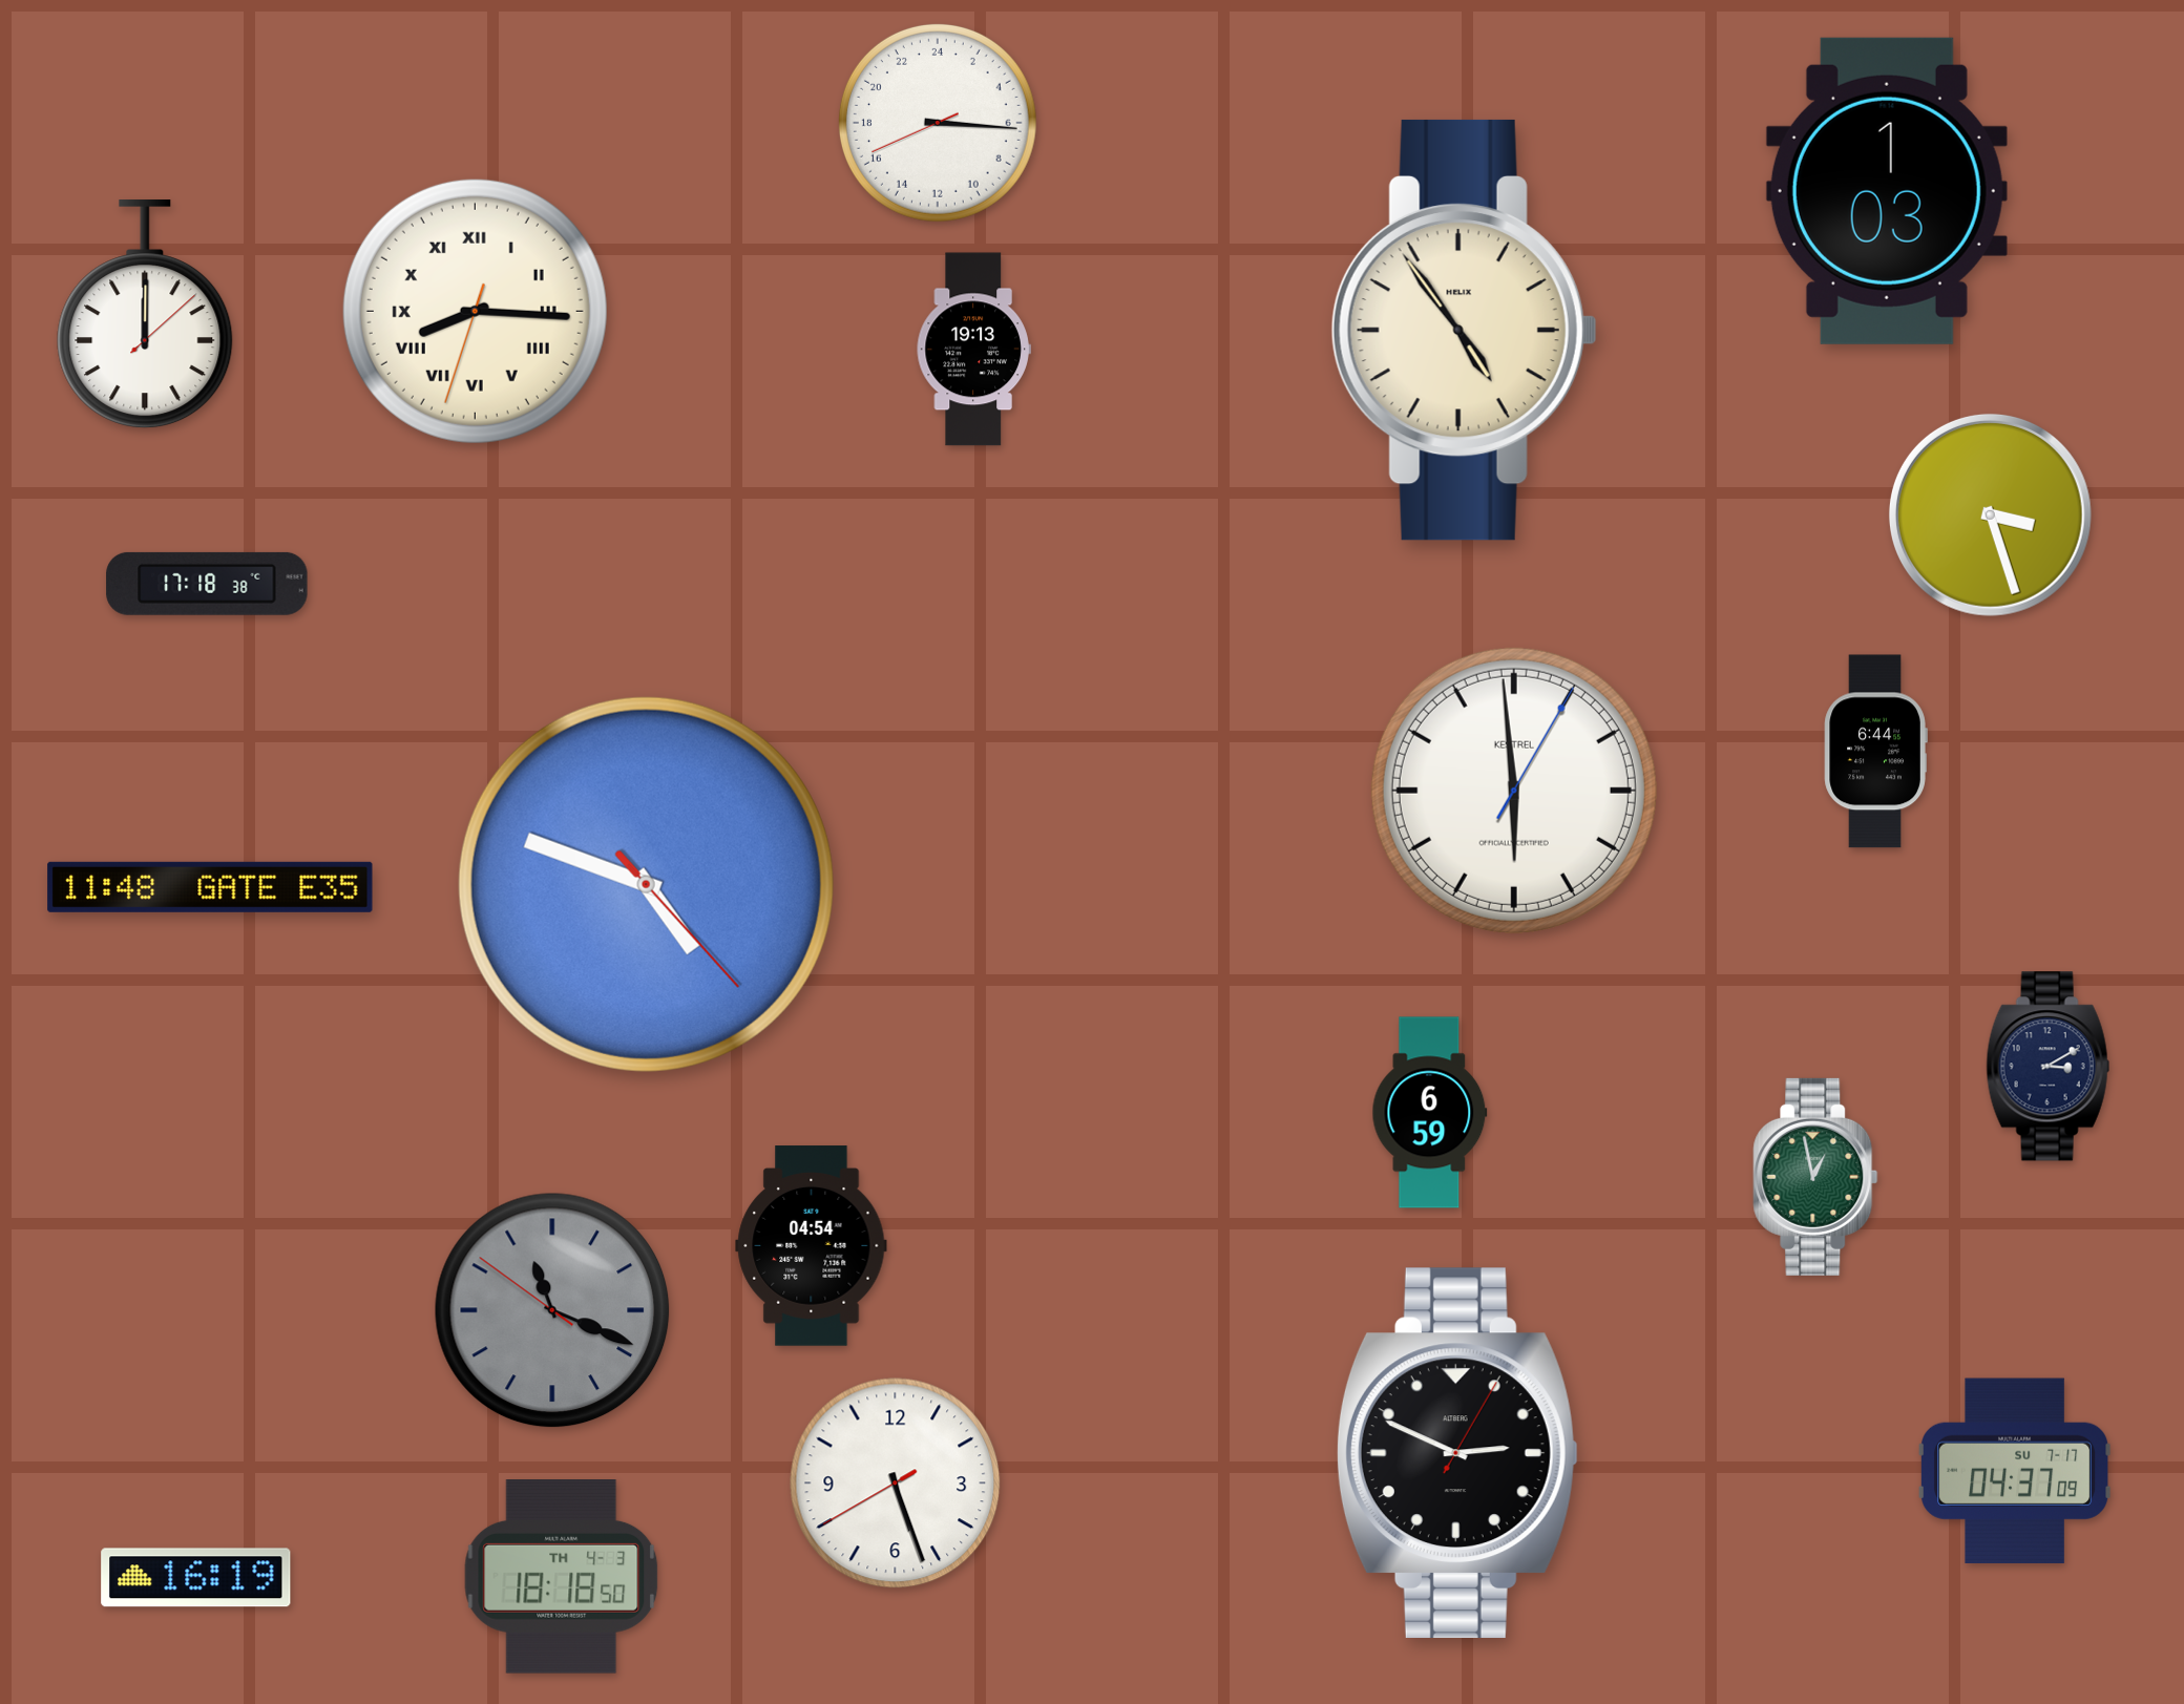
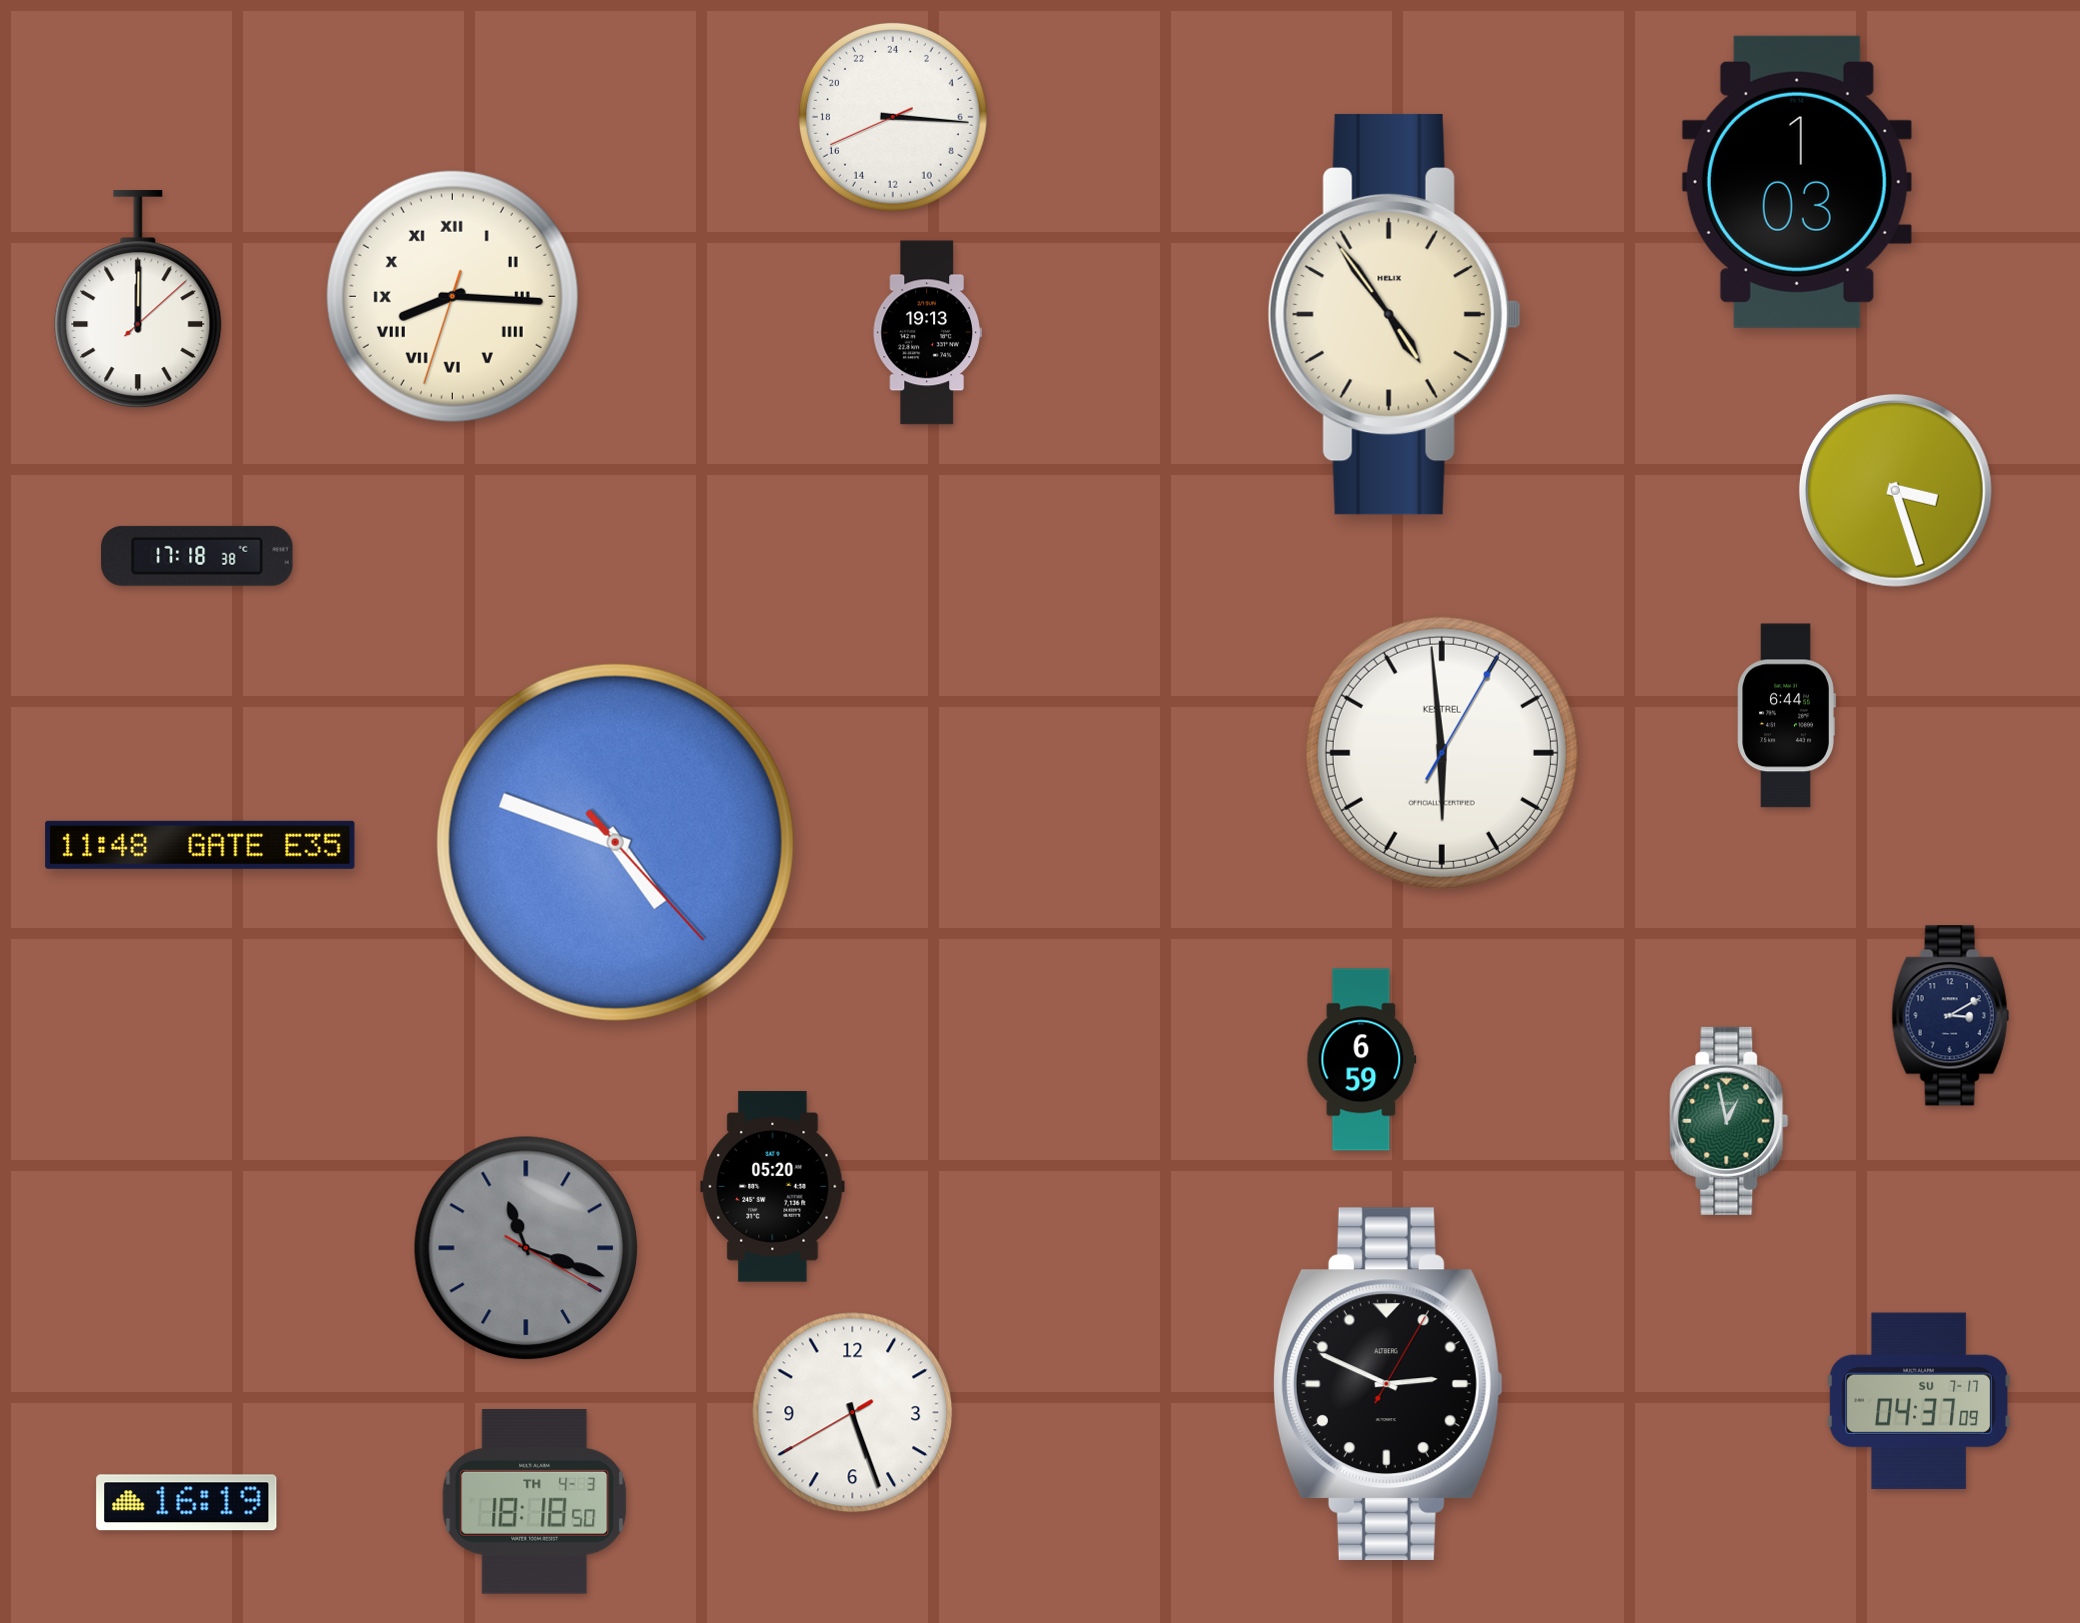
clock at (812, 1246): 04:54 -> 05:20
clock at (552, 1310): 11:18:51 -> 11:18:20
